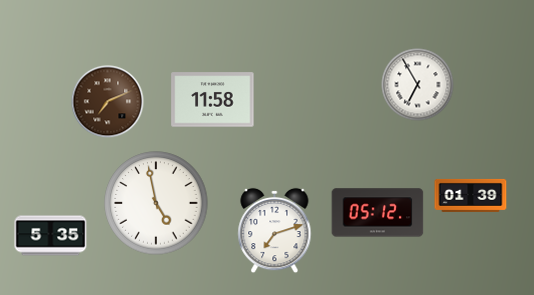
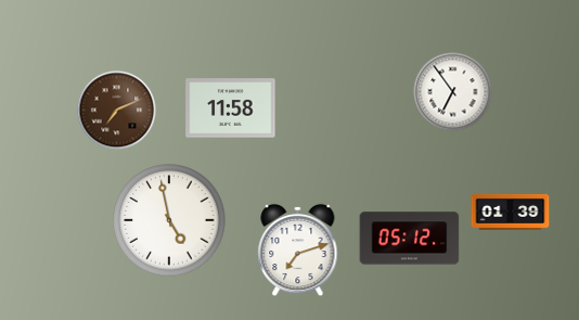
clock at (418, 85): 6:55 -> 6:54
clock at (378, 213) position: (378, 213) -> (410, 239)
clock at (51, 236): 5:35 -> none
